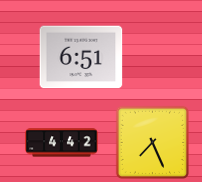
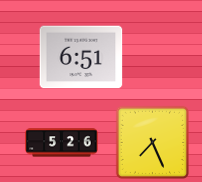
clock at (62, 143): 4:42 -> 5:26
